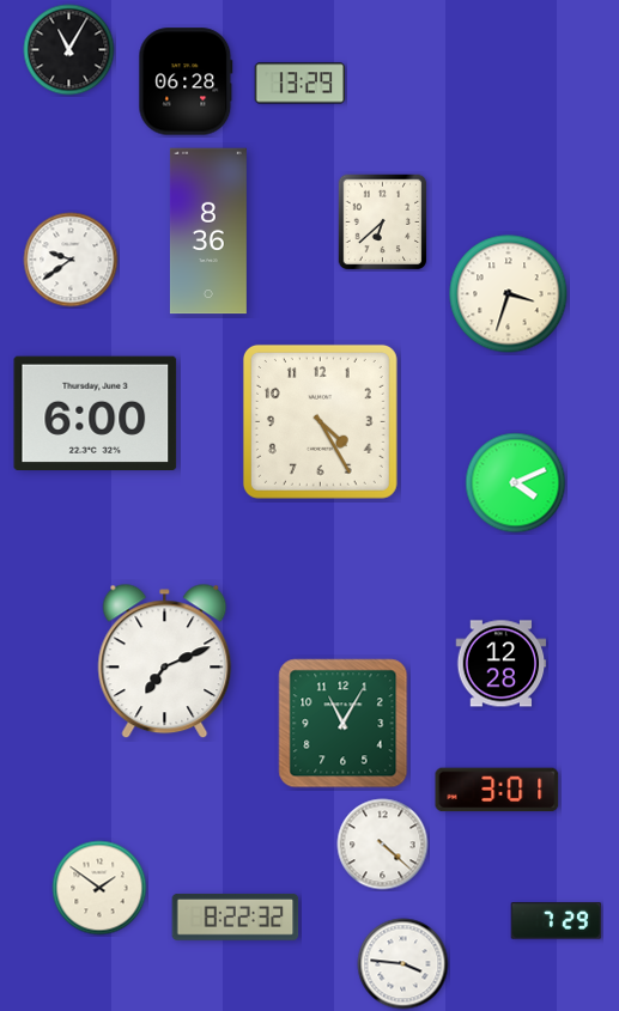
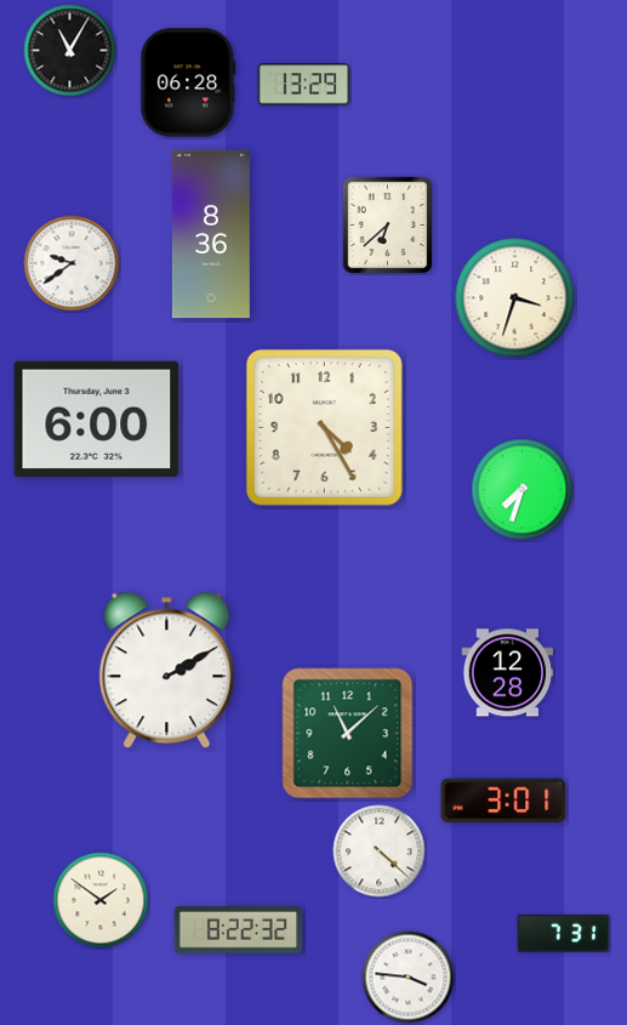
clock at (516, 483): 4:11 -> 7:33
clock at (165, 662): 7:11 -> 2:10
clock at (344, 724): 11:05 -> 11:08
clock at (383, 845) position: (383, 845) -> (380, 852)
clock at (557, 921): 7:29 -> 7:31
